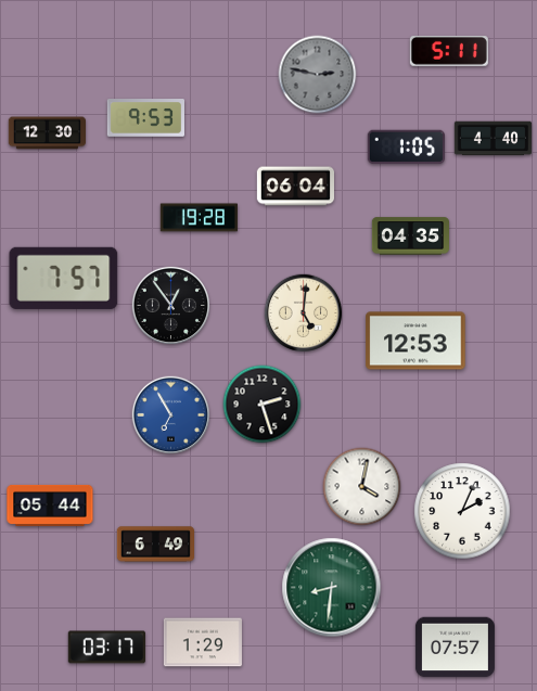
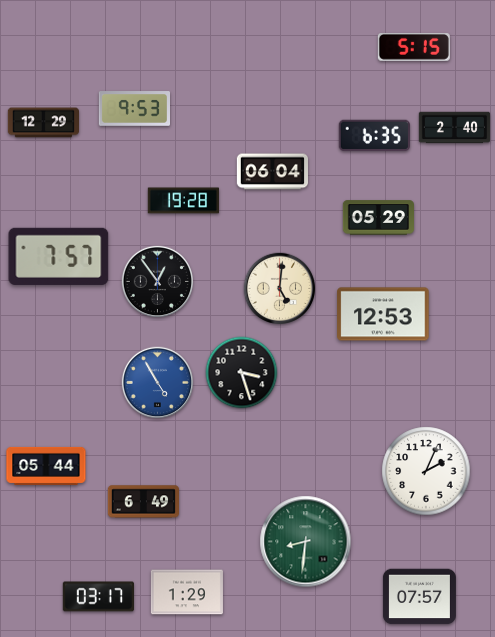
clock at (449, 51): 5:11 -> 5:15
clock at (318, 75): 2:47 -> none
clock at (47, 133): 12:30 -> 12:29
clock at (494, 139): 4:40 -> 2:40
clock at (406, 148): 1:05 -> 6:35
clock at (410, 236): 04:35 -> 05:29
clock at (263, 405): 2:27 -> 3:27
clock at (171, 415): 6:55 -> 4:55
clock at (362, 487): 4:02 -> none
